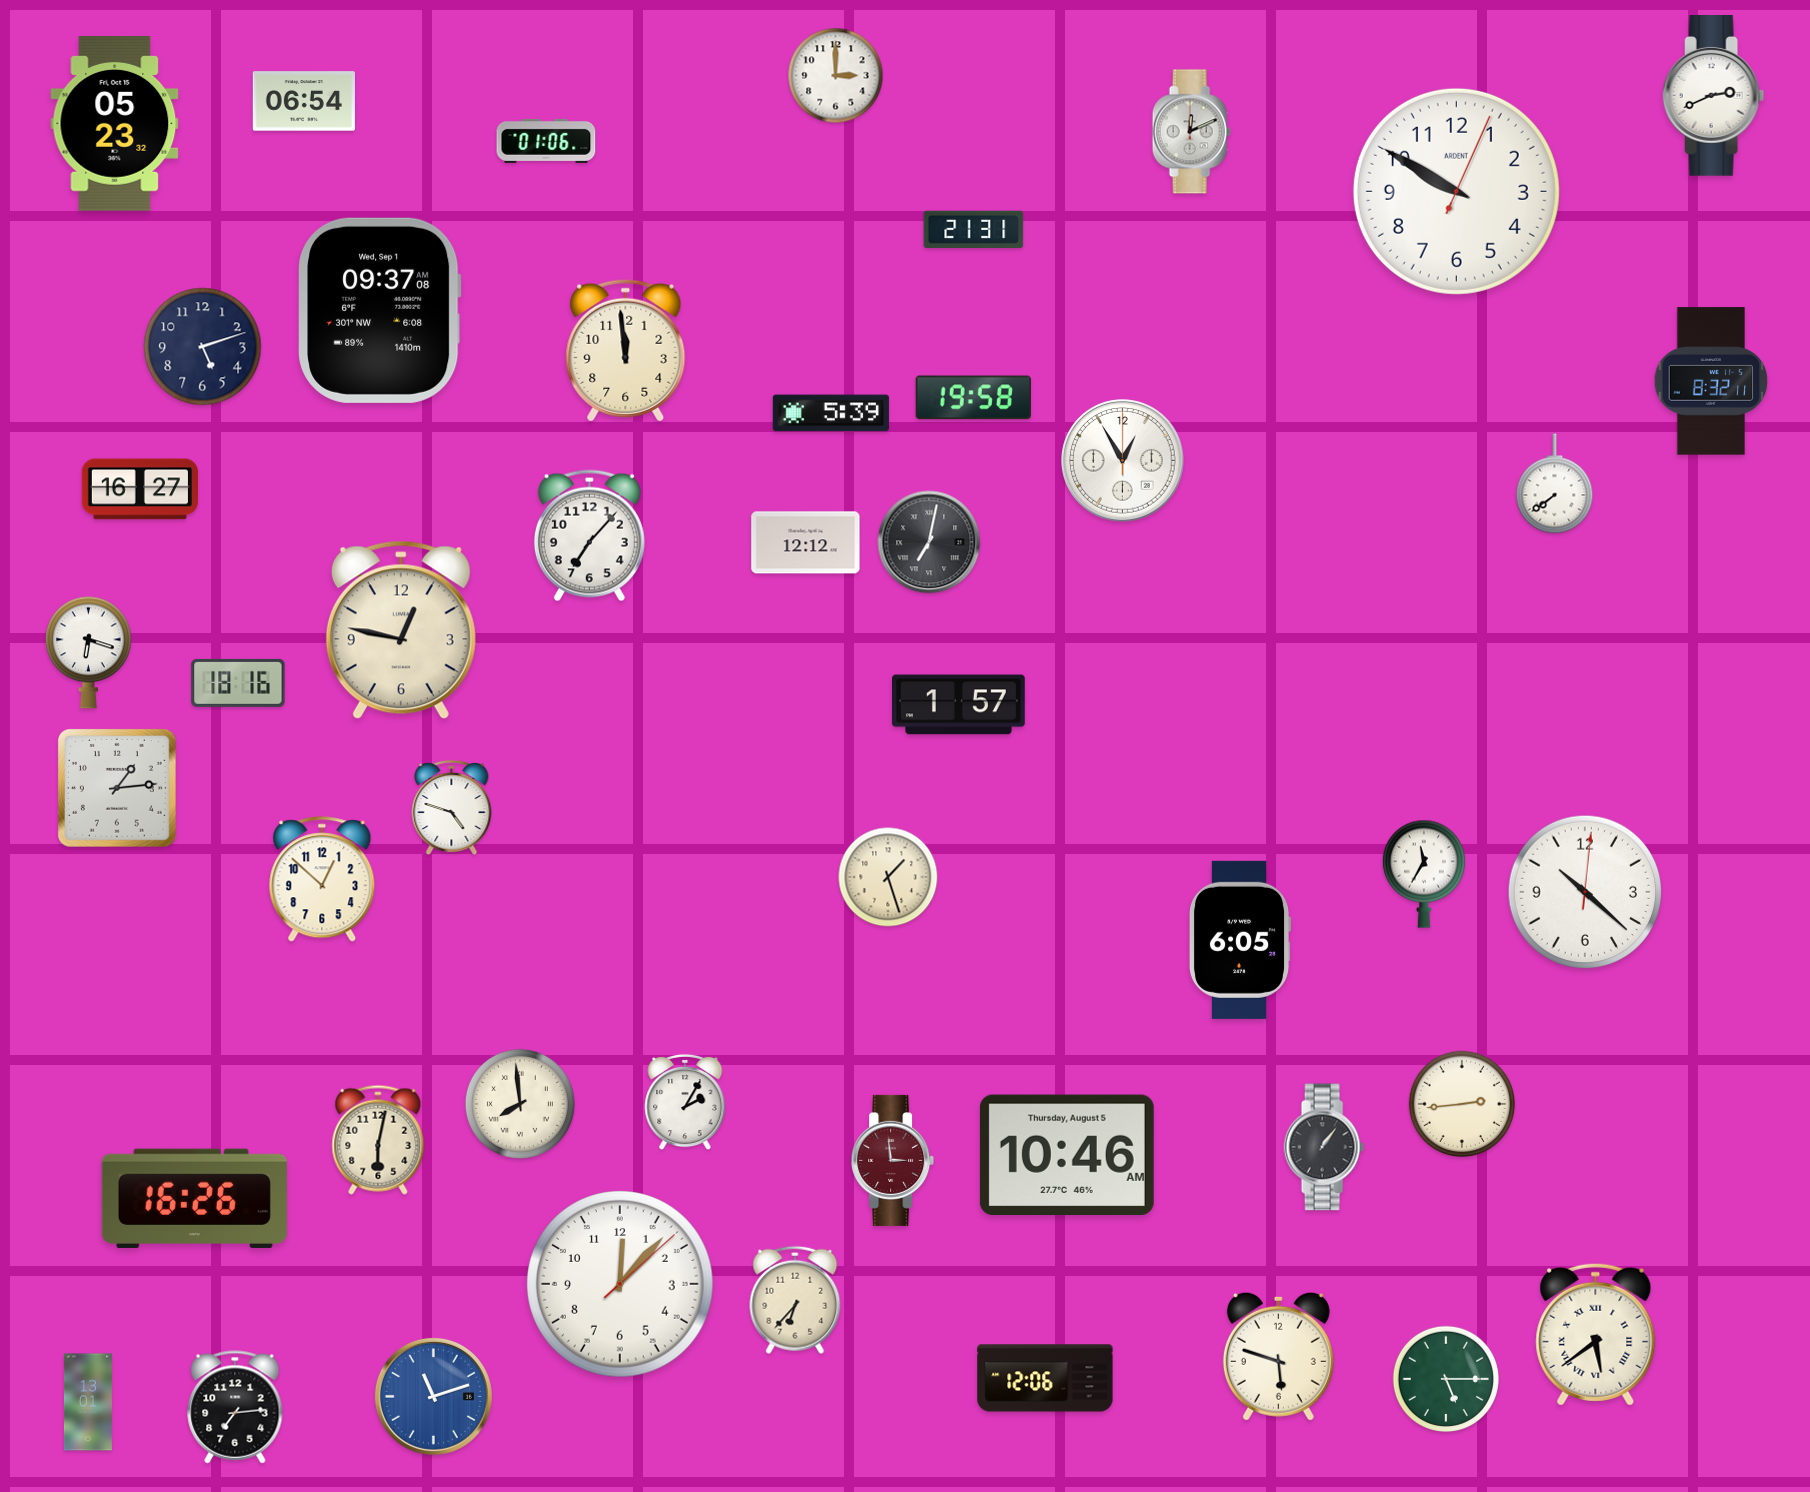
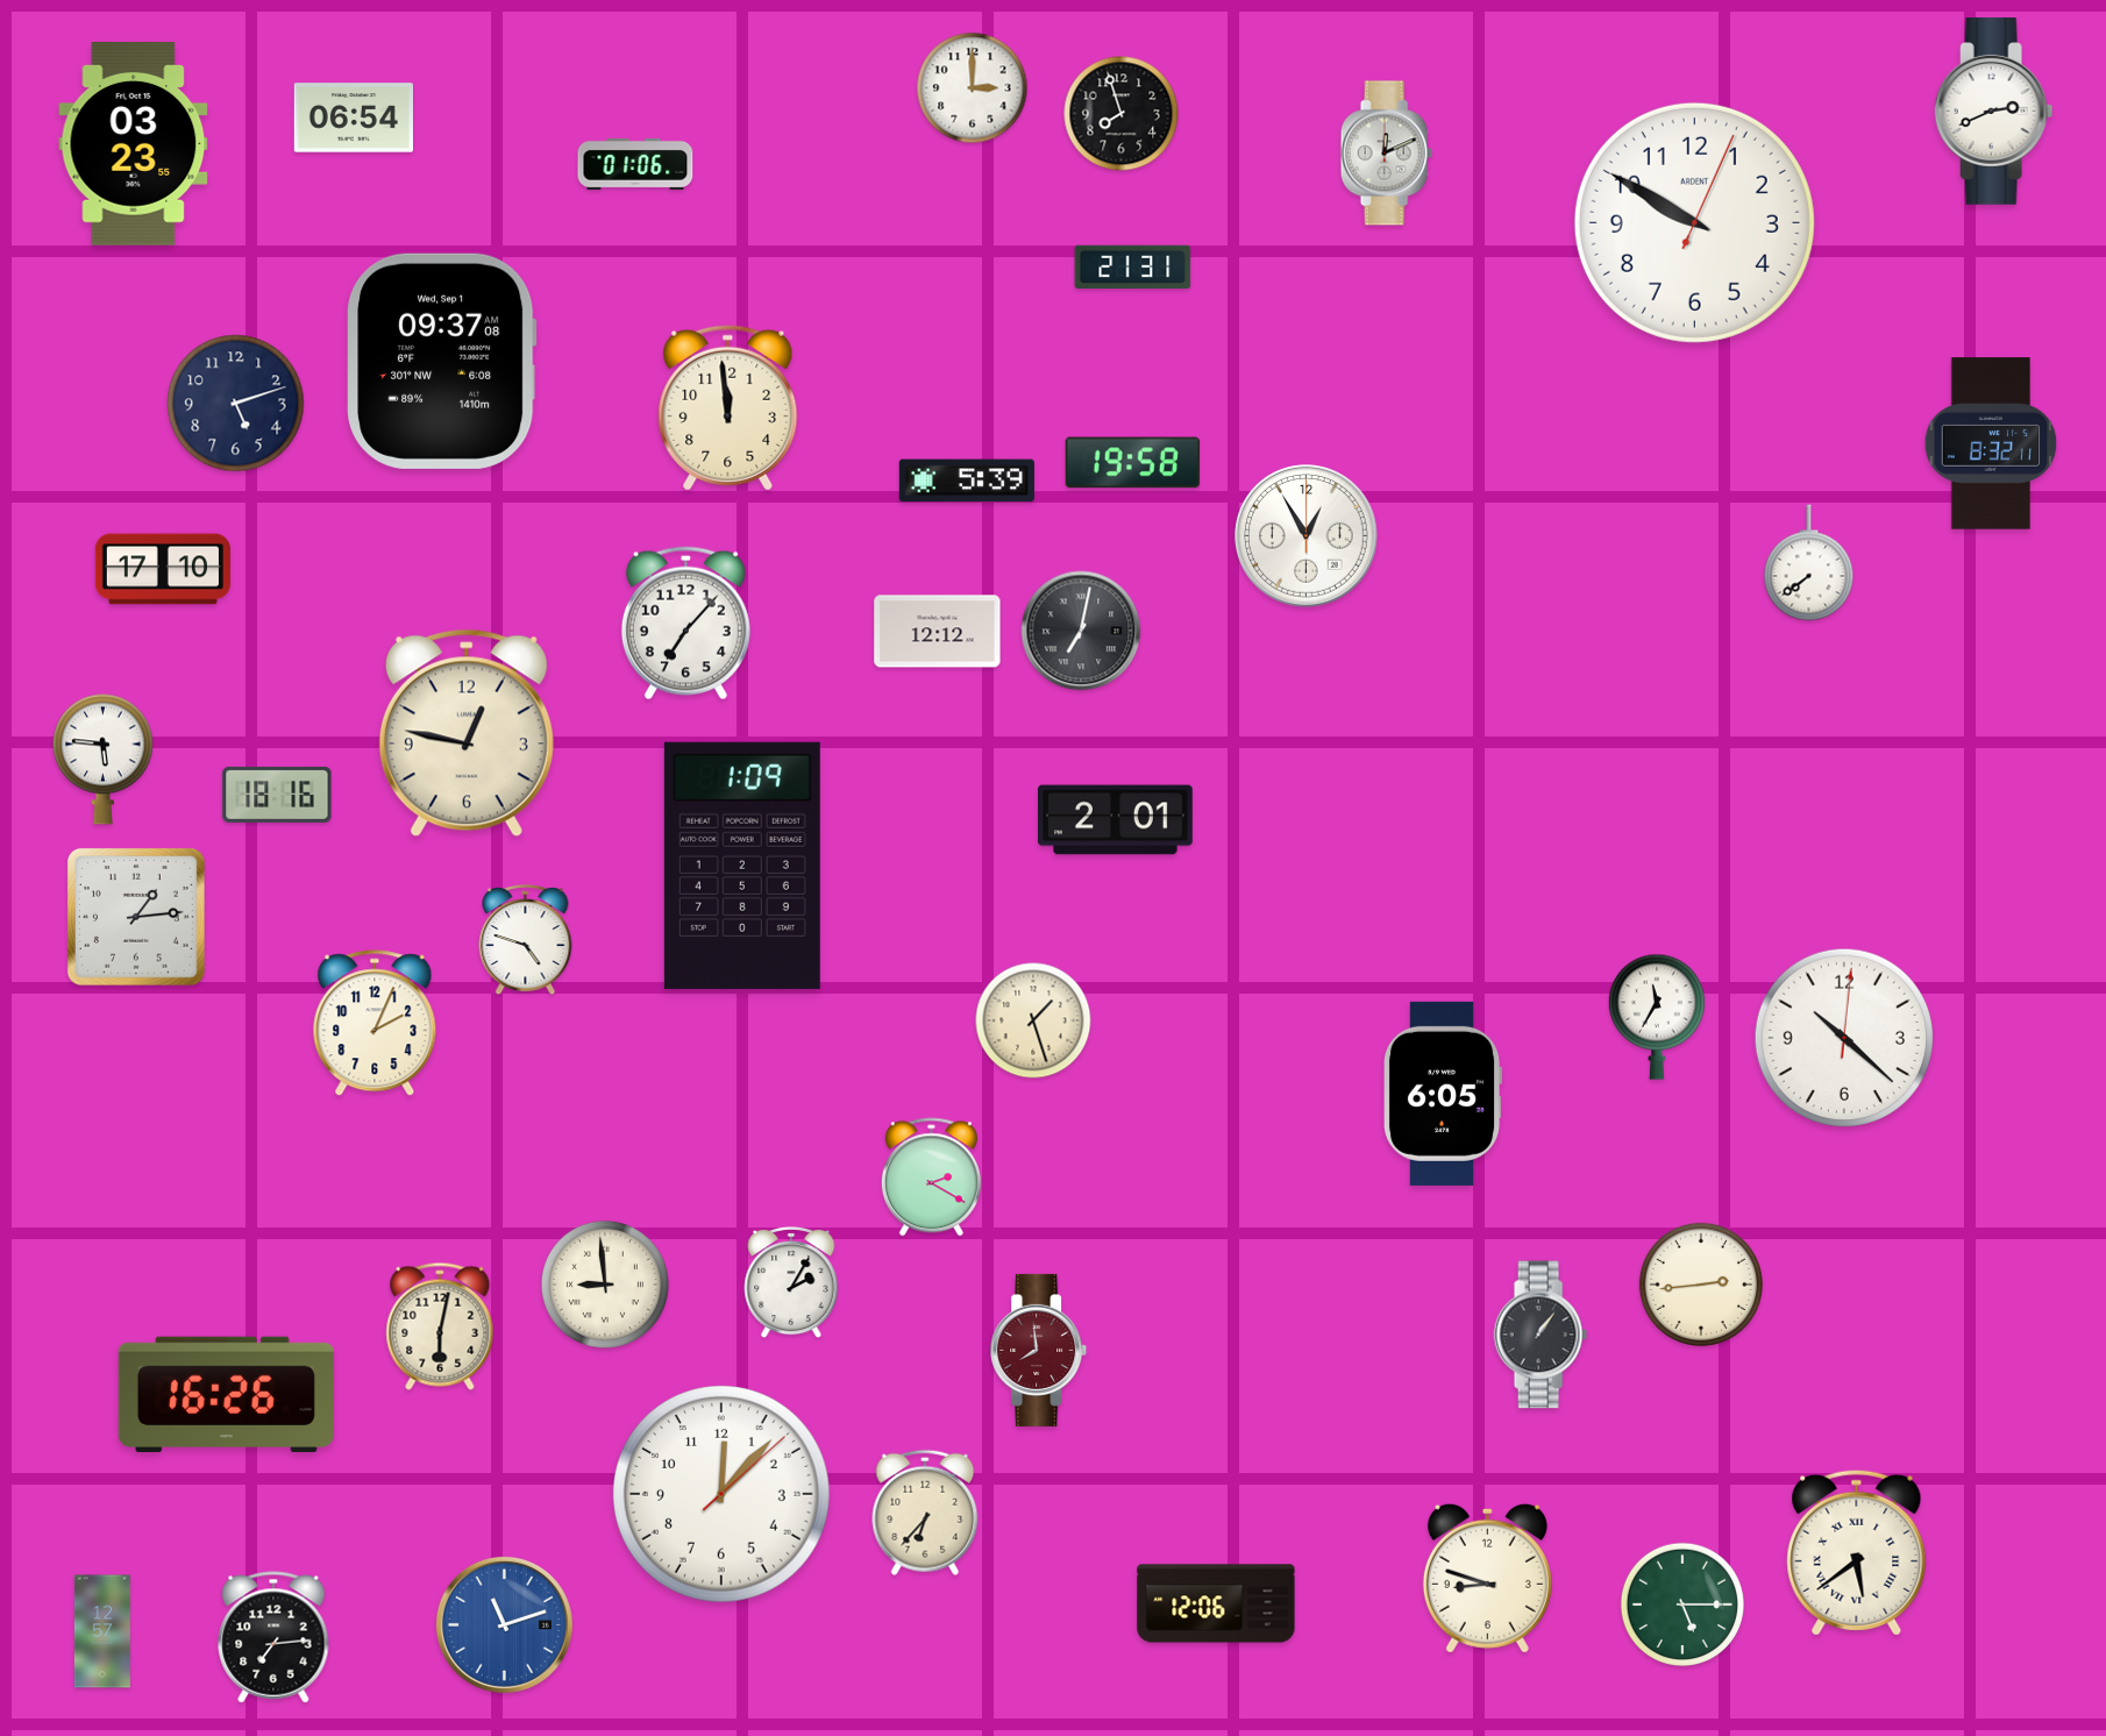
clock at (1122, 114): none -> 7:57
clock at (115, 124): 05:23 -> 03:23
clock at (140, 489): 16:27 -> 17:10
clock at (88, 652): 6:18 -> 5:46
clock at (959, 705): 1:57 -> 2:01
clock at (742, 866): none -> 1:09
clock at (322, 880): 12:52 -> 2:04
clock at (931, 1178): none -> 2:20
clock at (685, 1102) position: (685, 1102) -> (791, 1282)
clock at (520, 1104): 7:59 -> 8:59
clock at (1067, 1155): 10:46 -> none
clock at (893, 1160): 2:59 -> 7:59
clock at (1278, 1356): 5:48 -> 8:48
clock at (88, 1402): 13:01 -> 12:57
